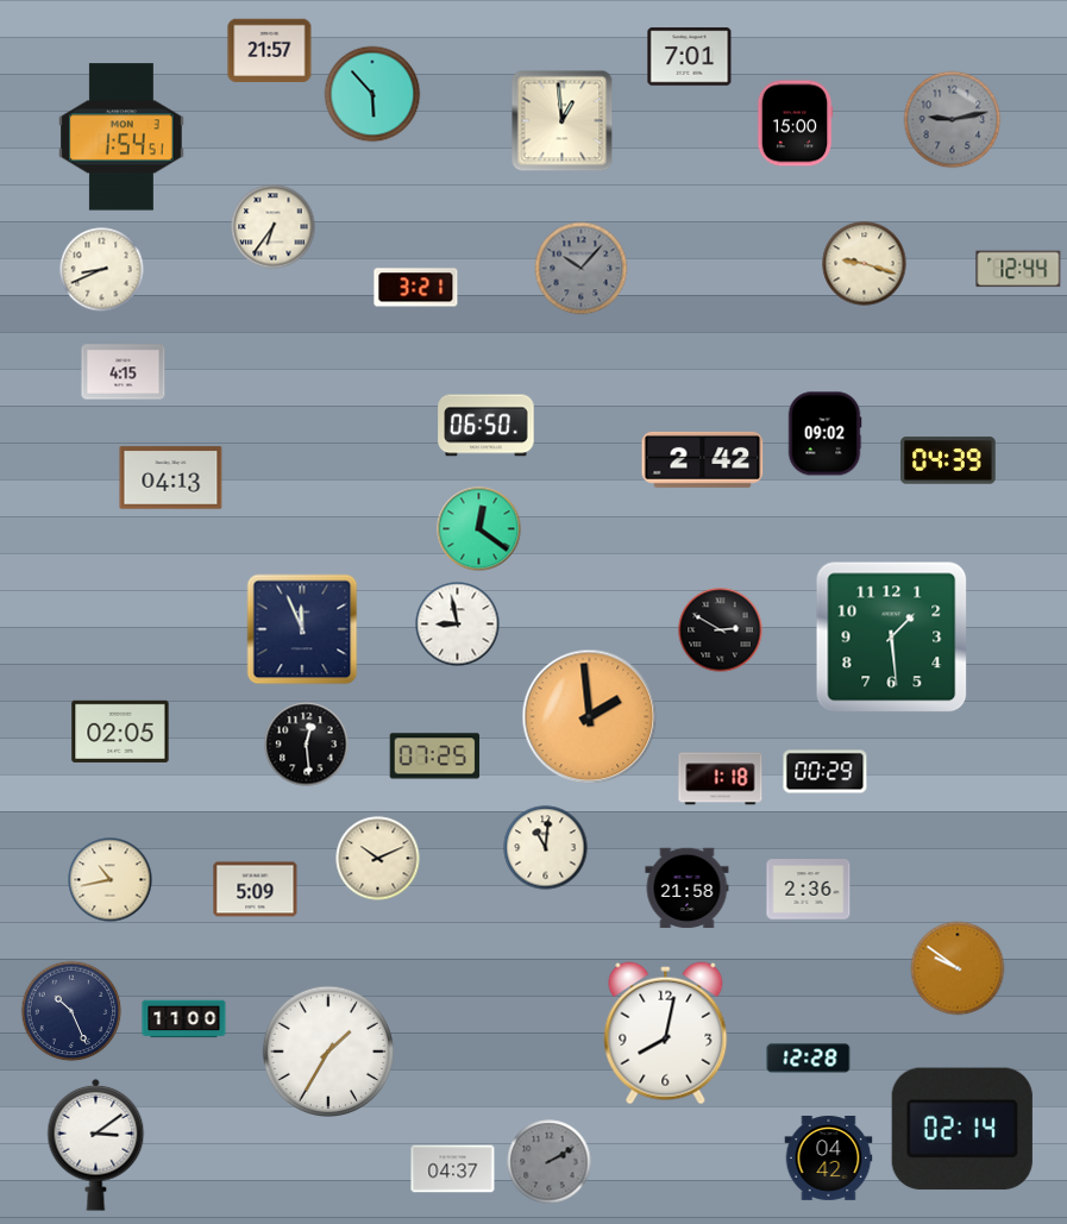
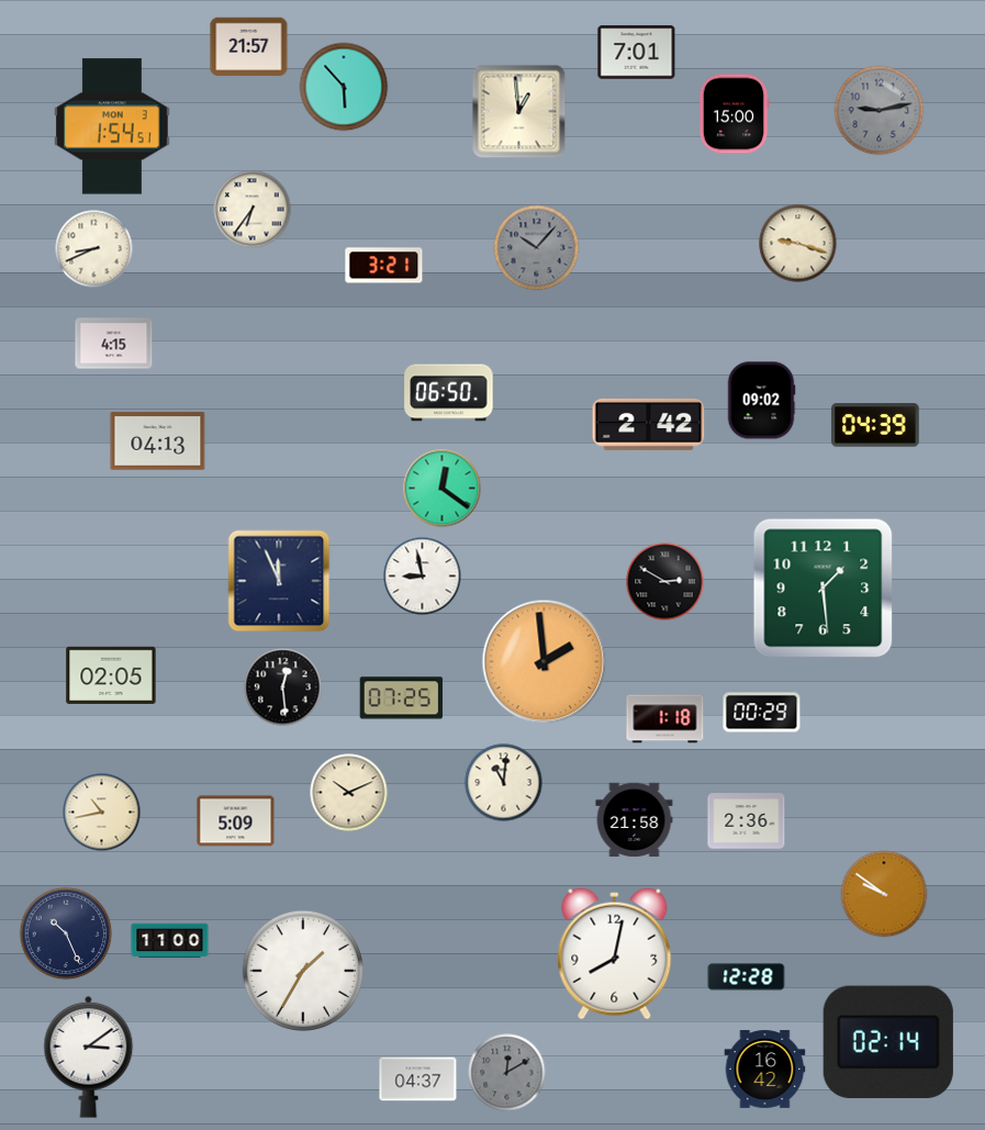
clock at (1018, 269): 12:44 -> none
clock at (829, 1157): 04:42 -> 16:42
clock at (550, 1162): 2:10 -> 12:10
